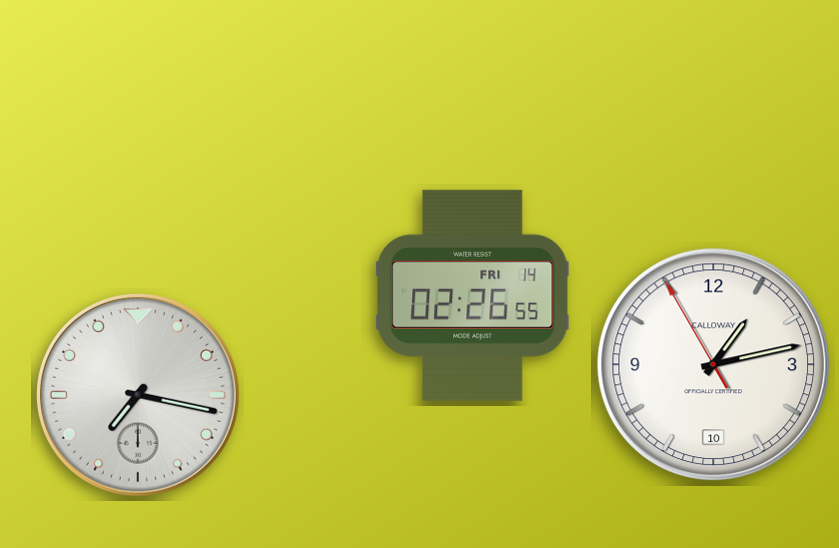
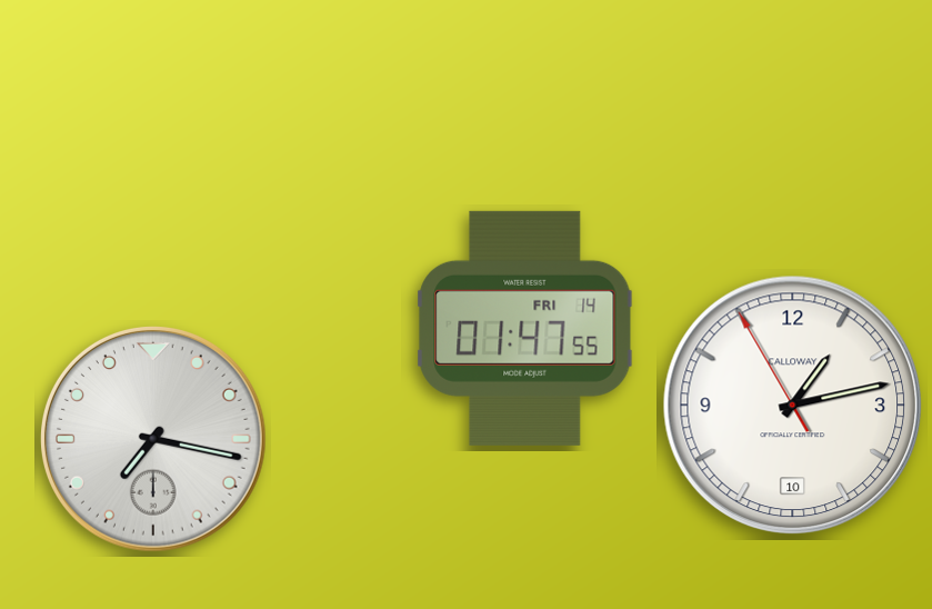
clock at (473, 295): 02:26 -> 01:47
